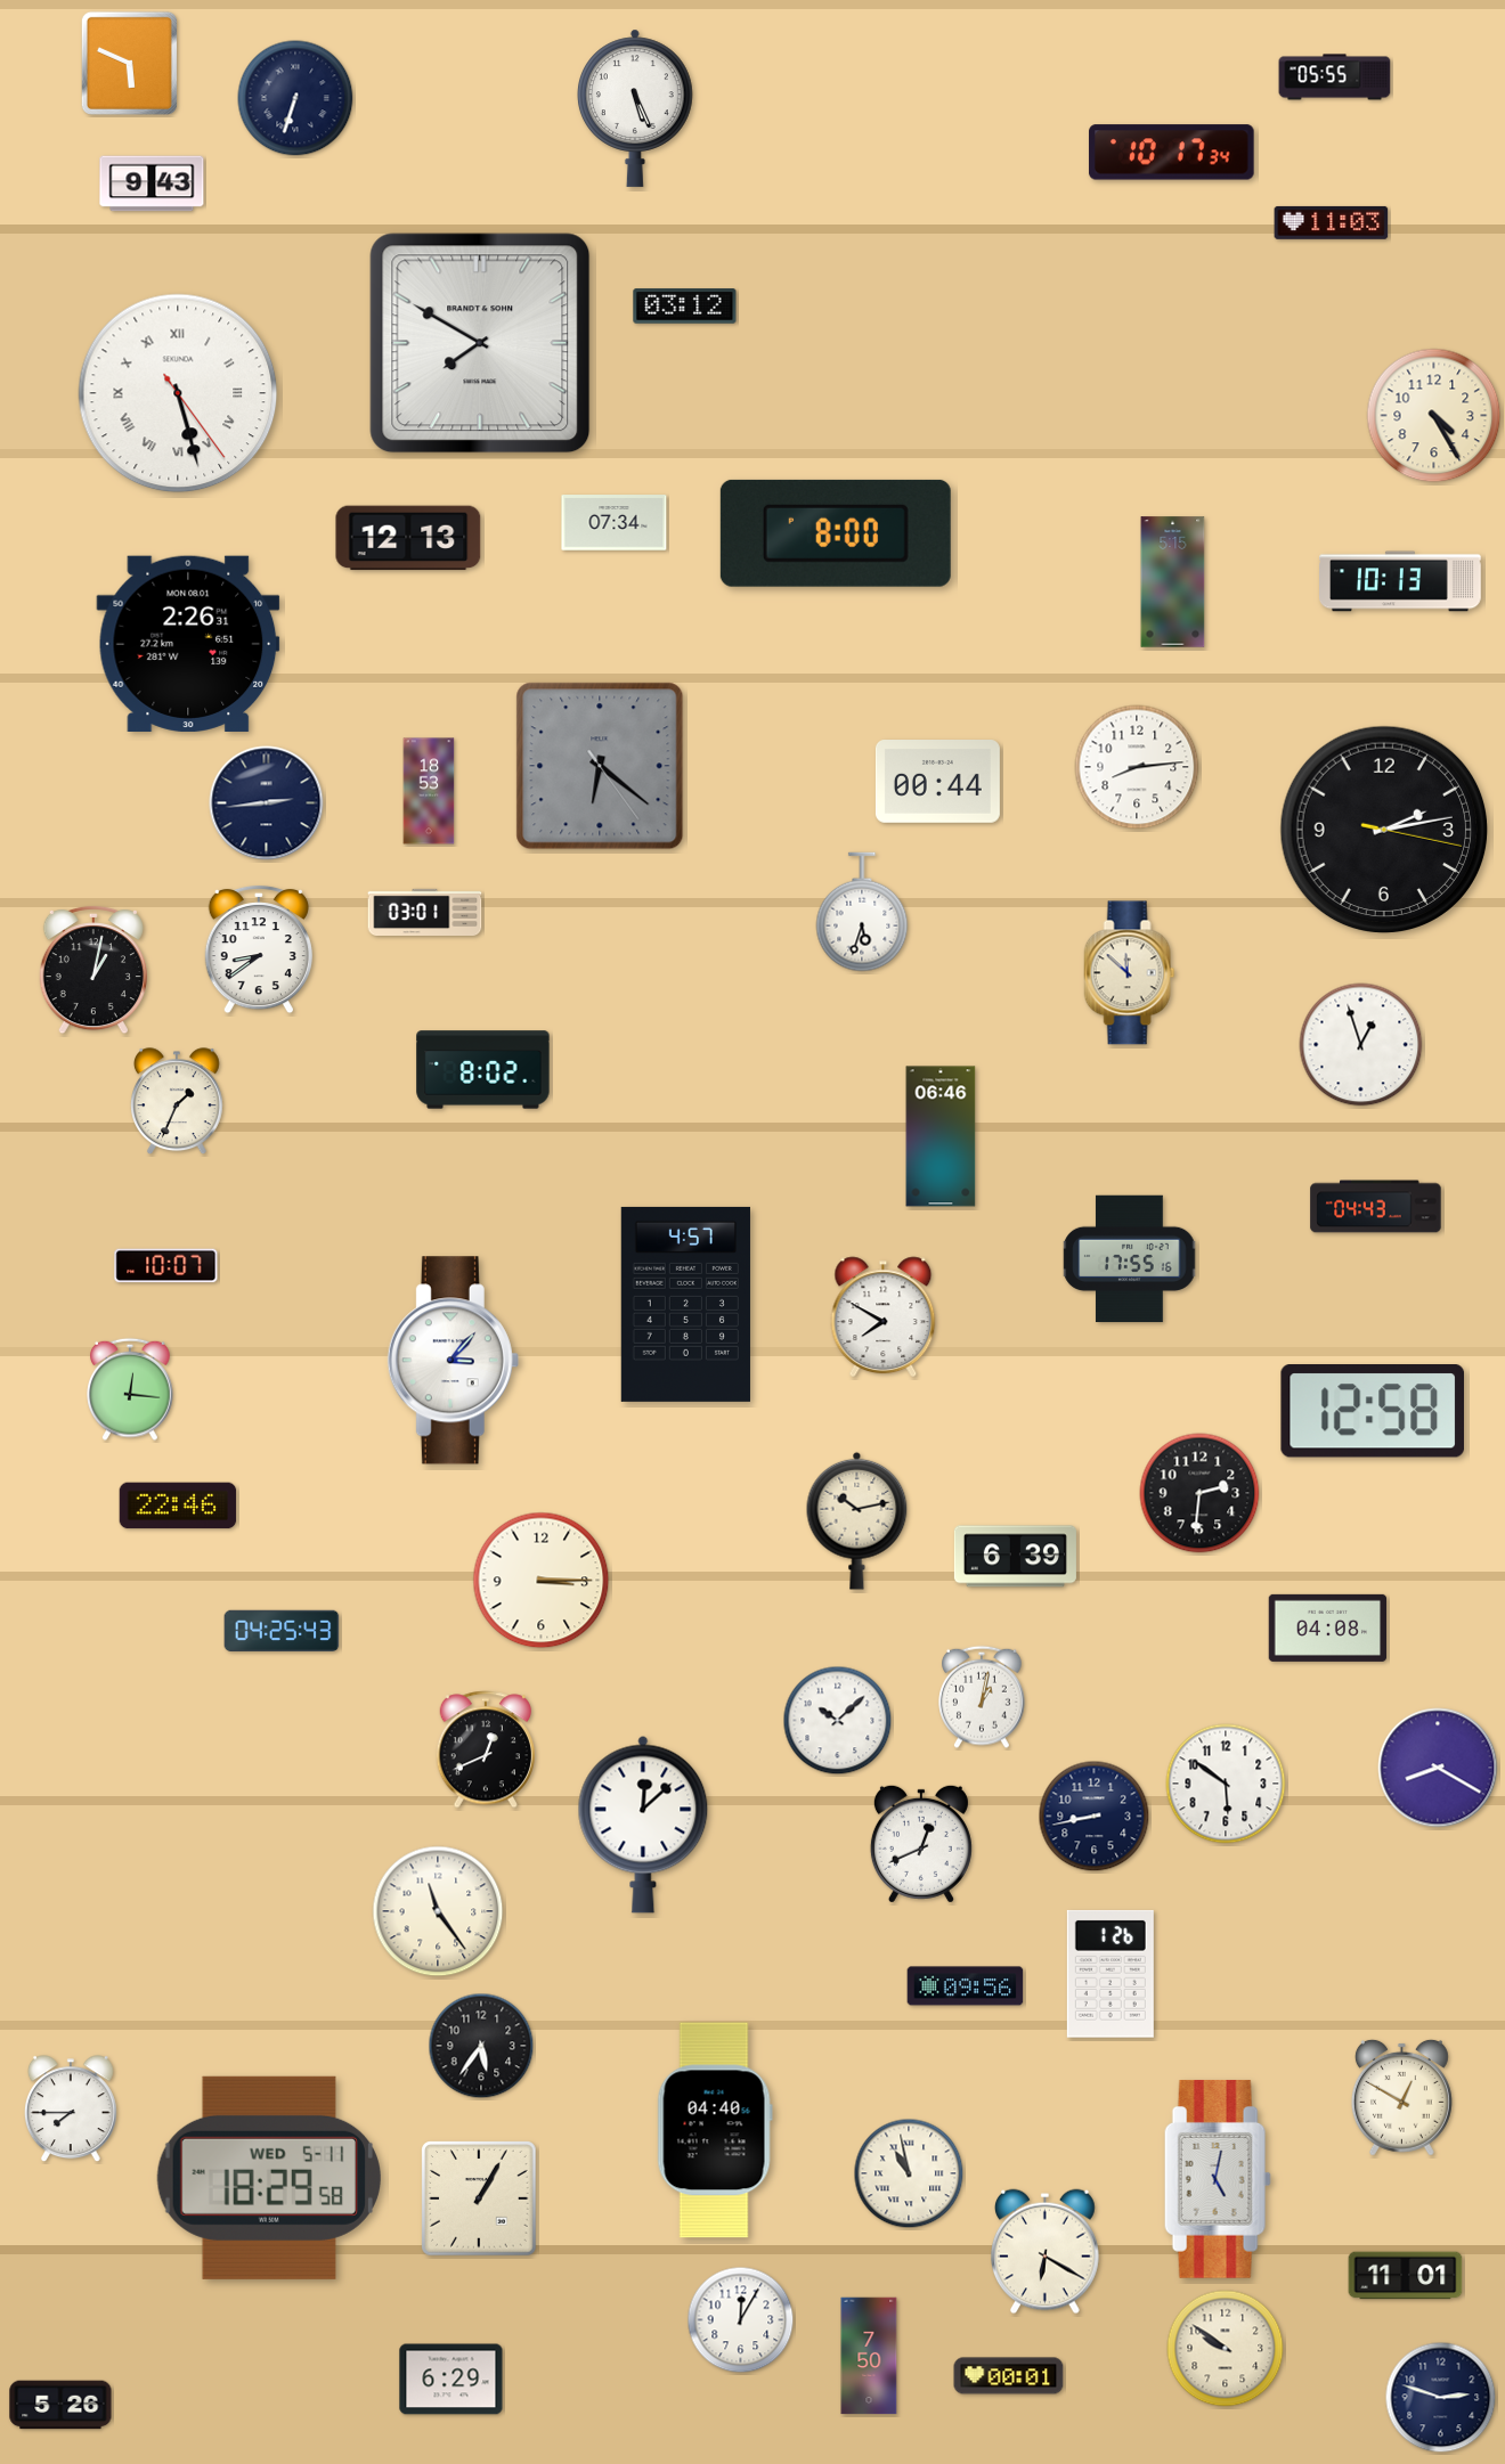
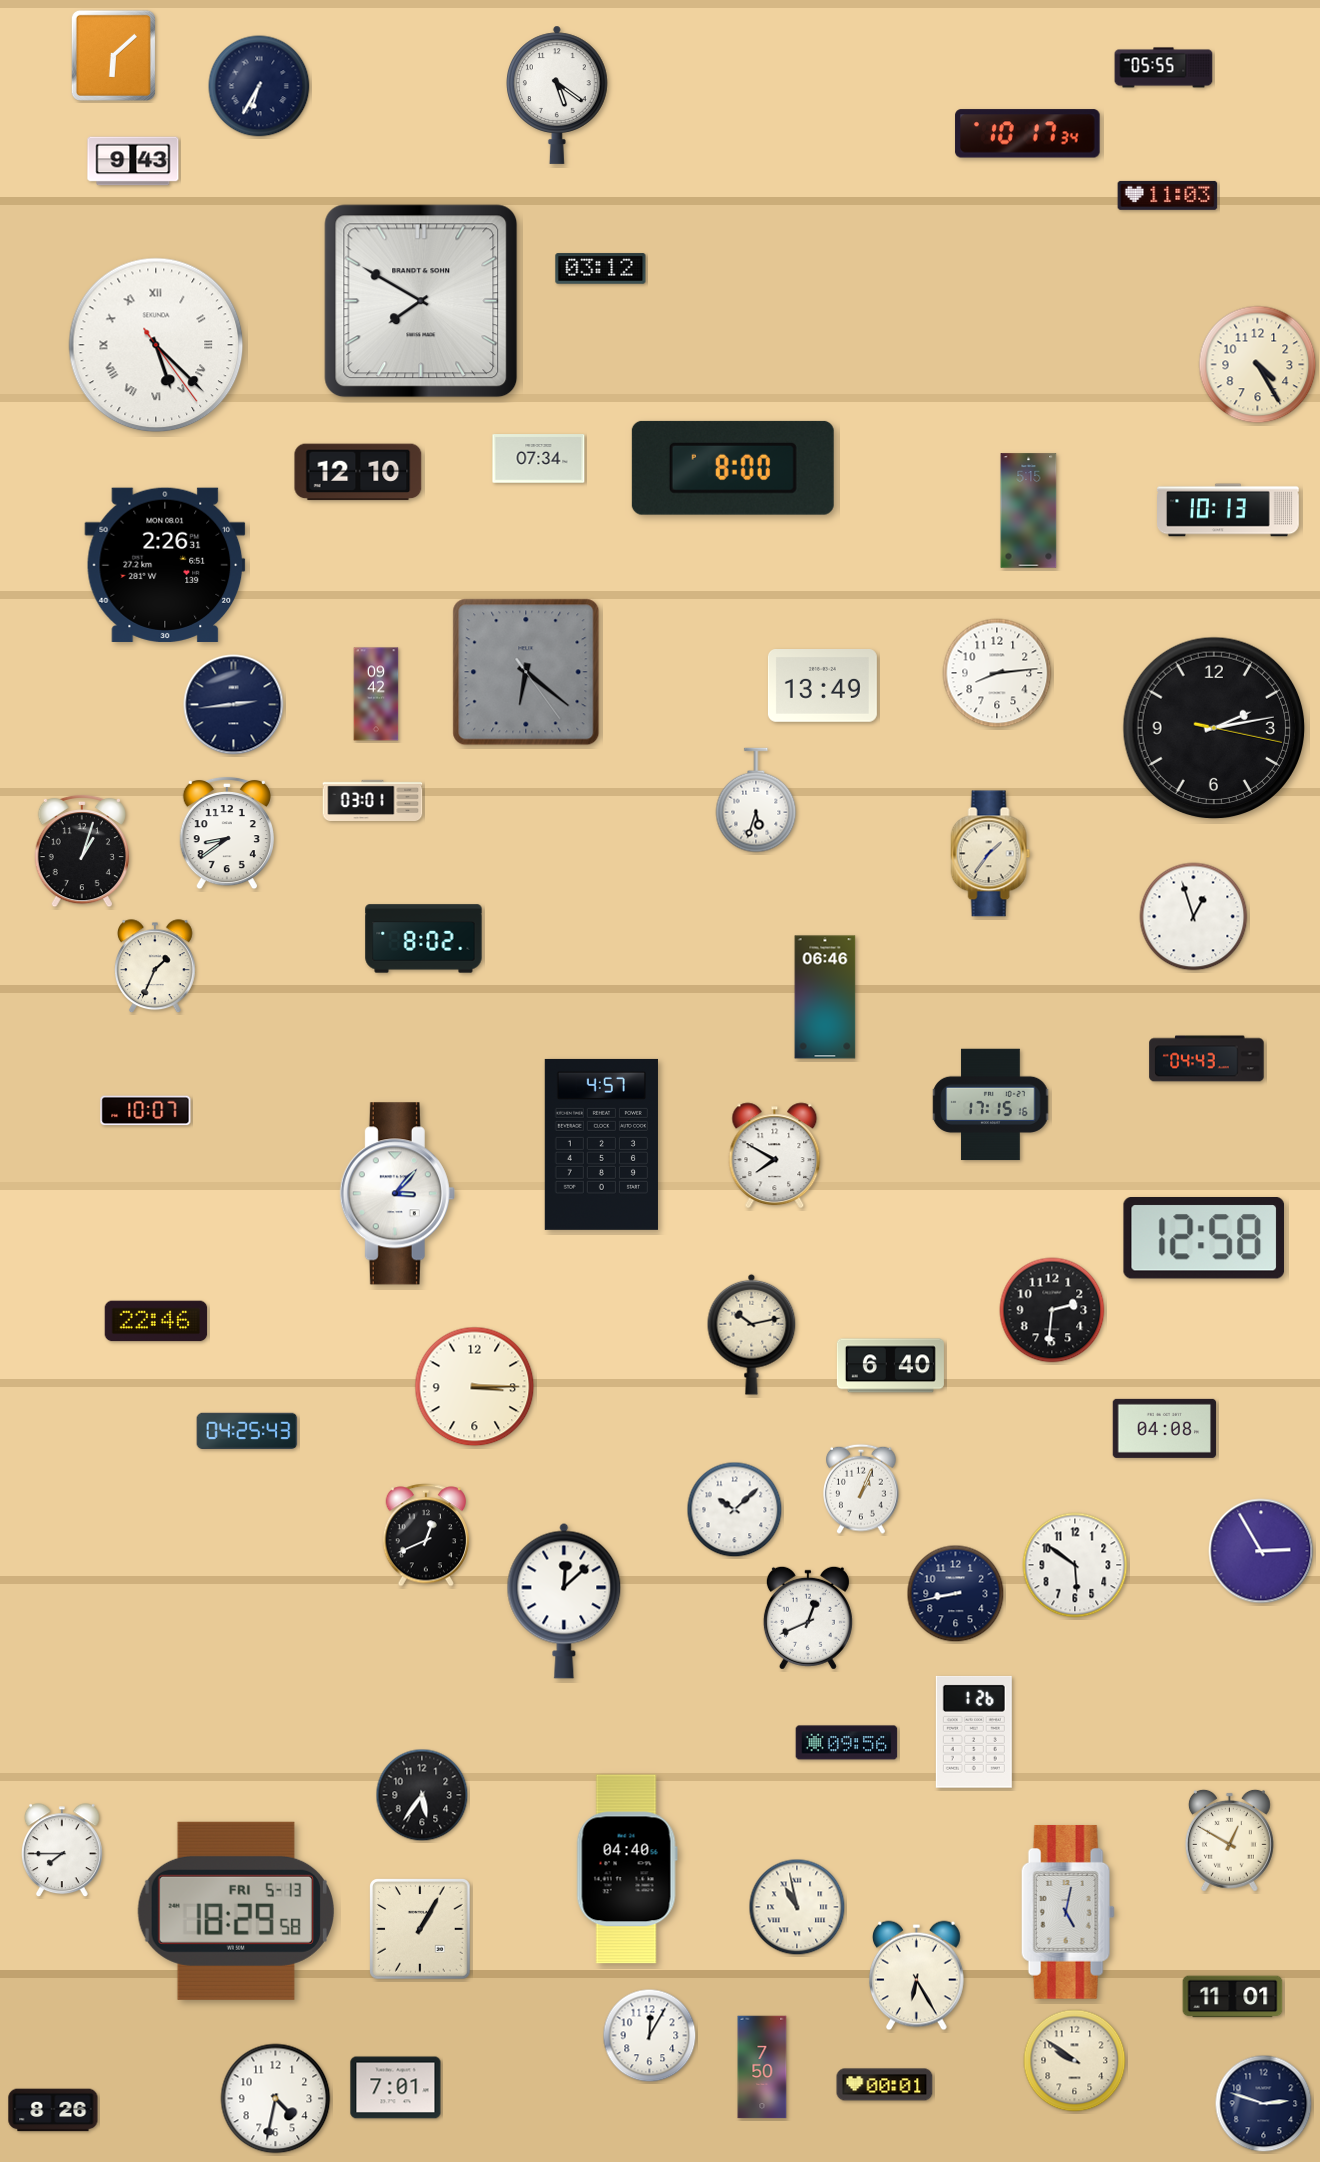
clock at (129, 63): 5:49 -> 6:08
clock at (1335, 77) position: (1335, 77) -> (1164, 68)
clock at (295, 98): 6:33 -> 6:35
clock at (636, 108): 5:26 -> 5:21
clock at (178, 393): 5:27 -> 5:22
clock at (408, 538): 12:13 -> 12:10
clock at (937, 782): 00:44 -> 13:49
clock at (429, 791): 18:53 -> 09:42
clock at (93, 970): 1:02 -> 1:03
clock at (1130, 973): 11:52 -> 1:36
clock at (1130, 1259): 17:55 -> 17:15
clock at (130, 1389): 12:16 -> none
clock at (1015, 1557): 6:39 -> 6:40
clock at (982, 1697): 1:02 -> 1:04
clock at (1438, 1768): 8:20 -> 2:55
clock at (1095, 1817) position: (1095, 1817) -> (956, 1594)
clock at (438, 1911): 11:24 -> none
clock at (269, 2178) date: WED 5-11 -> FRI 5-13
clock at (1046, 2252): 6:20 -> 6:25
clock at (451, 2380): 6:29 -> 7:01
clock at (276, 2099): none -> 4:32
clock at (60, 2405): 5:26 -> 8:26
